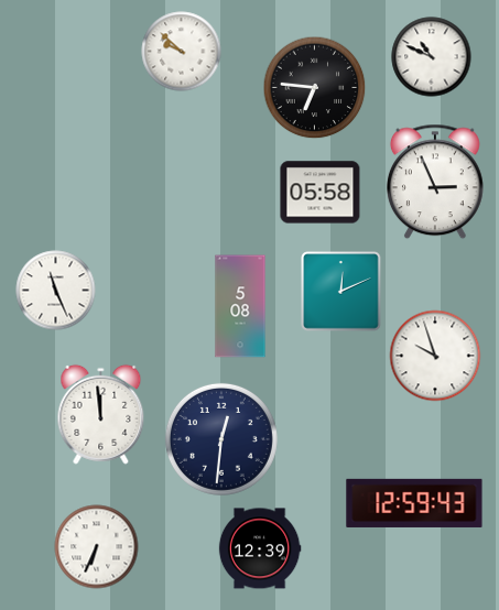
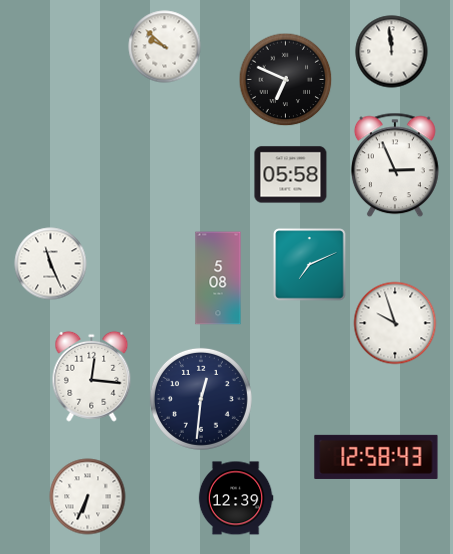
clock at (432, 57): 10:49 -> 11:59
clock at (315, 88): 6:46 -> 6:49
clock at (341, 292): 12:11 -> 7:11
clock at (101, 414): 11:59 -> 12:16
clock at (414, 503): 12:59 -> 12:58
